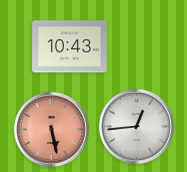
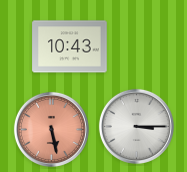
clock at (136, 126): 12:44 -> 3:15
